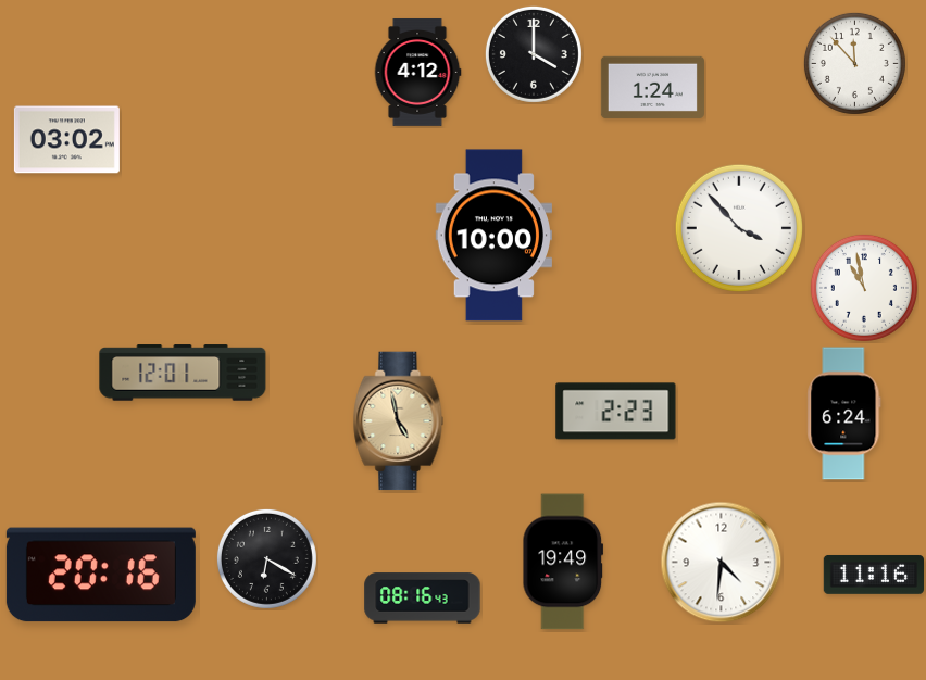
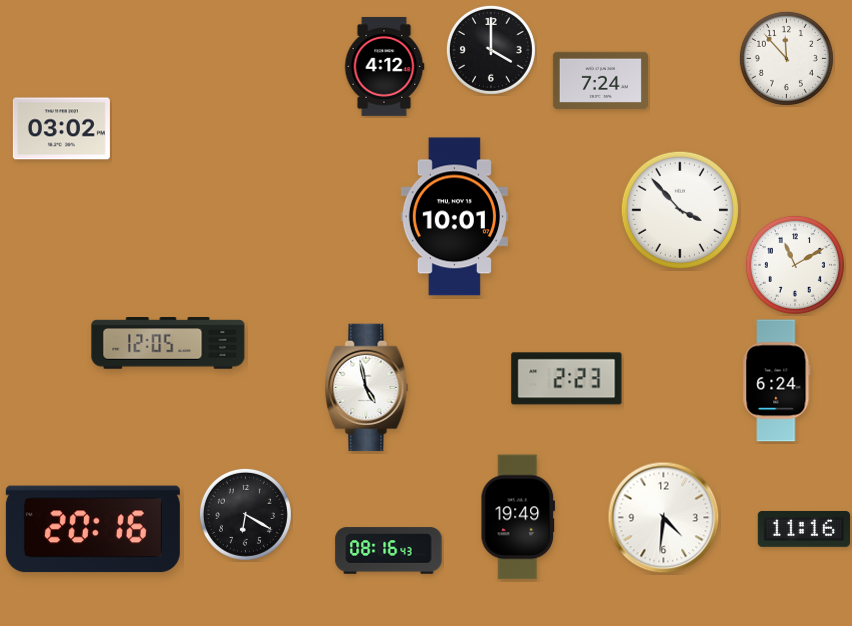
clock at (652, 87): 1:24 -> 7:24
clock at (493, 236): 10:00 -> 10:01
clock at (864, 288): 10:58 -> 11:10
clock at (183, 373): 12:01 -> 12:05
clock at (399, 421) dial: champagne -> white
